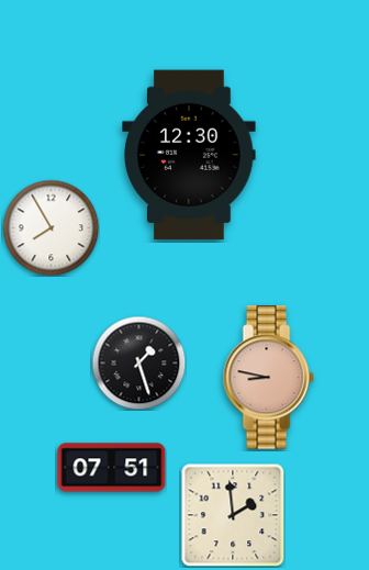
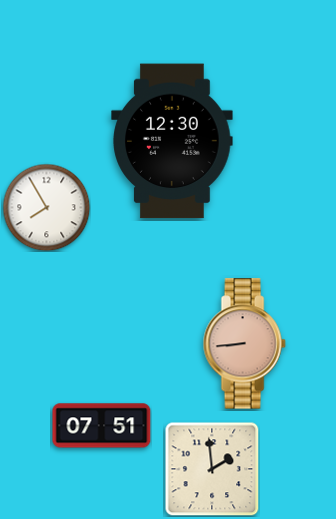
clock at (138, 362): 1:27 -> none
clock at (268, 378): 8:47 -> 8:44
